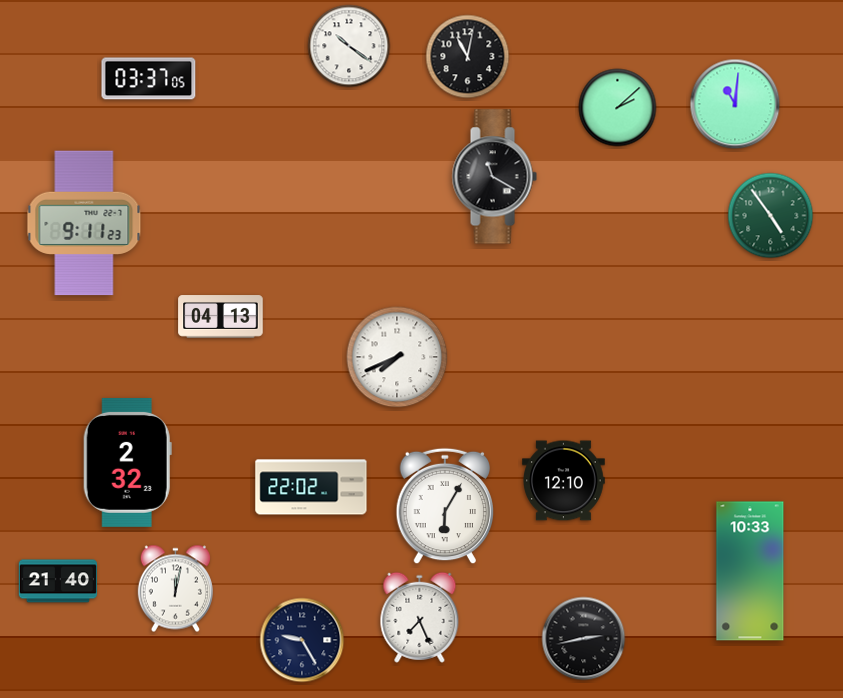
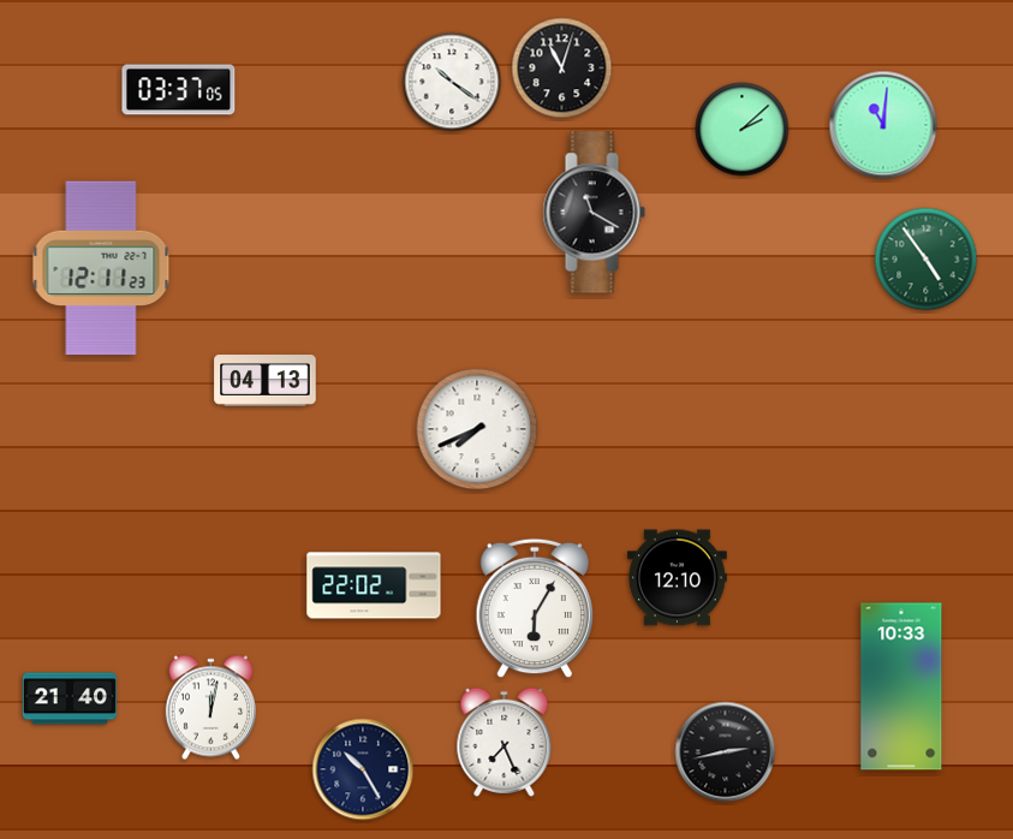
clock at (349, 46) position: (349, 46) -> (452, 82)
clock at (468, 57): 11:02 -> 11:03
clock at (149, 79) position: (149, 79) -> (179, 90)
clock at (84, 223): 9:11 -> 12:11
clock at (127, 462): 2:32 -> none
clock at (584, 639) position: (584, 639) -> (726, 752)
clock at (302, 640): 9:25 -> 10:25
